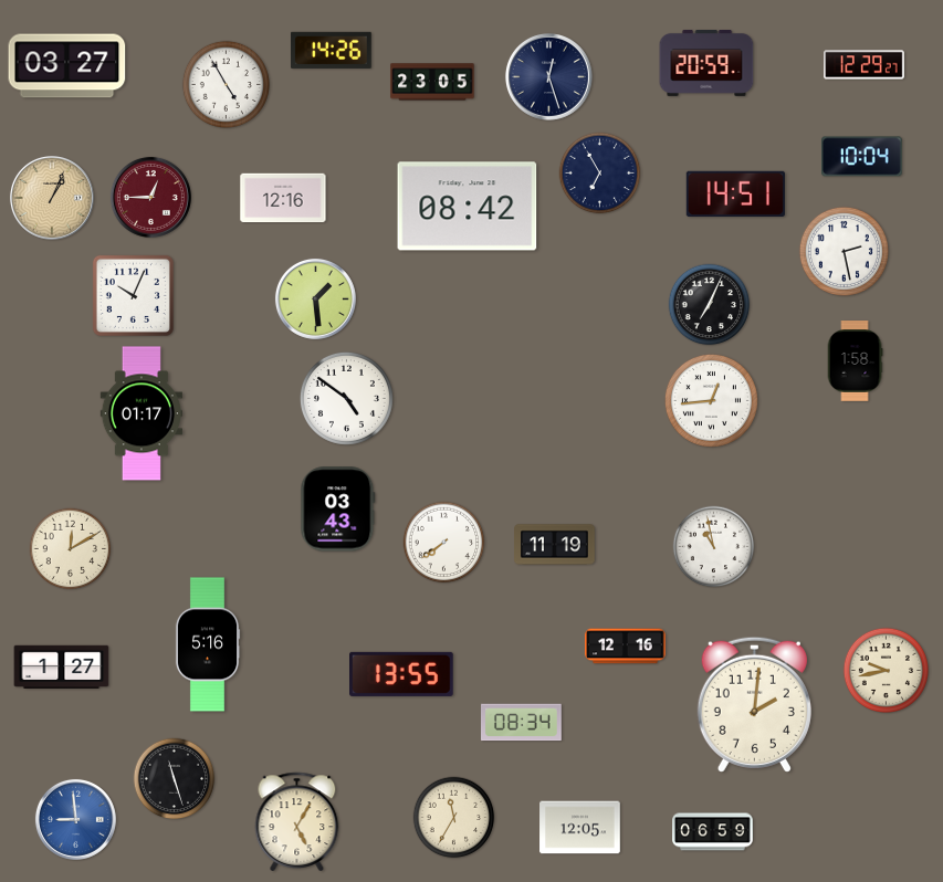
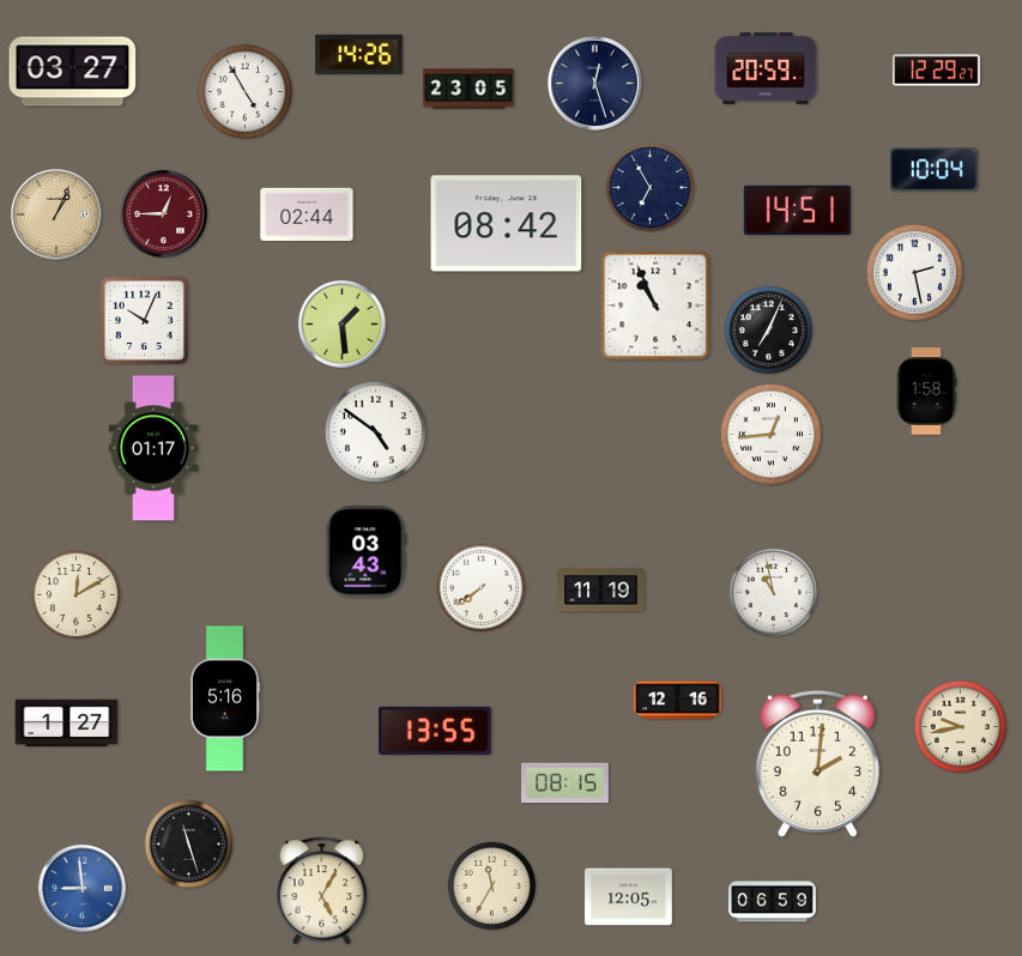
clock at (283, 198): 12:16 -> 02:44
clock at (655, 305): none -> 10:56
clock at (522, 723): 08:34 -> 08:15
